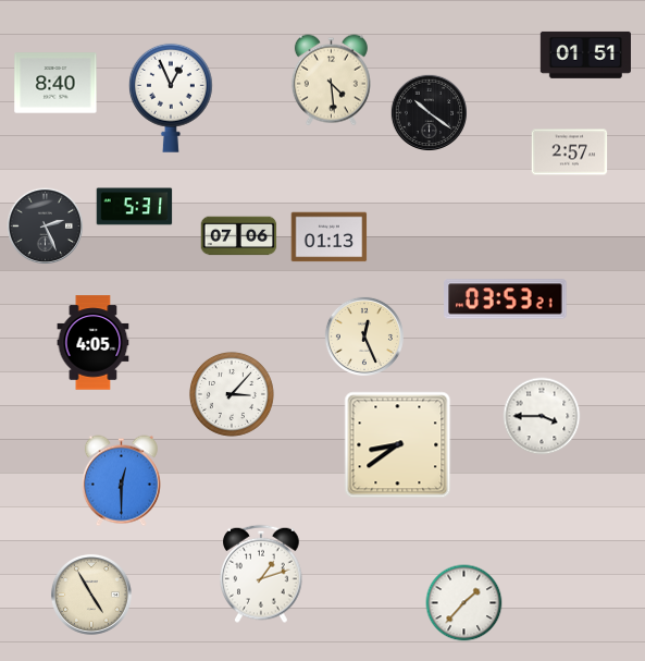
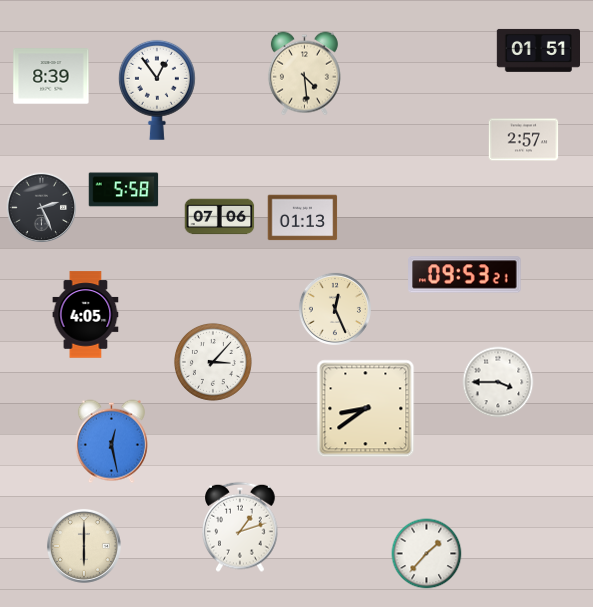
clock at (55, 83): 8:40 -> 8:39
clock at (171, 98): 12:56 -> 12:54
clock at (430, 113): 10:21 -> none
clock at (135, 207): 5:31 -> 5:58
clock at (506, 299): 03:53 -> 09:53
clock at (121, 481): 12:30 -> 12:28
clock at (91, 595): 4:55 -> 6:00
